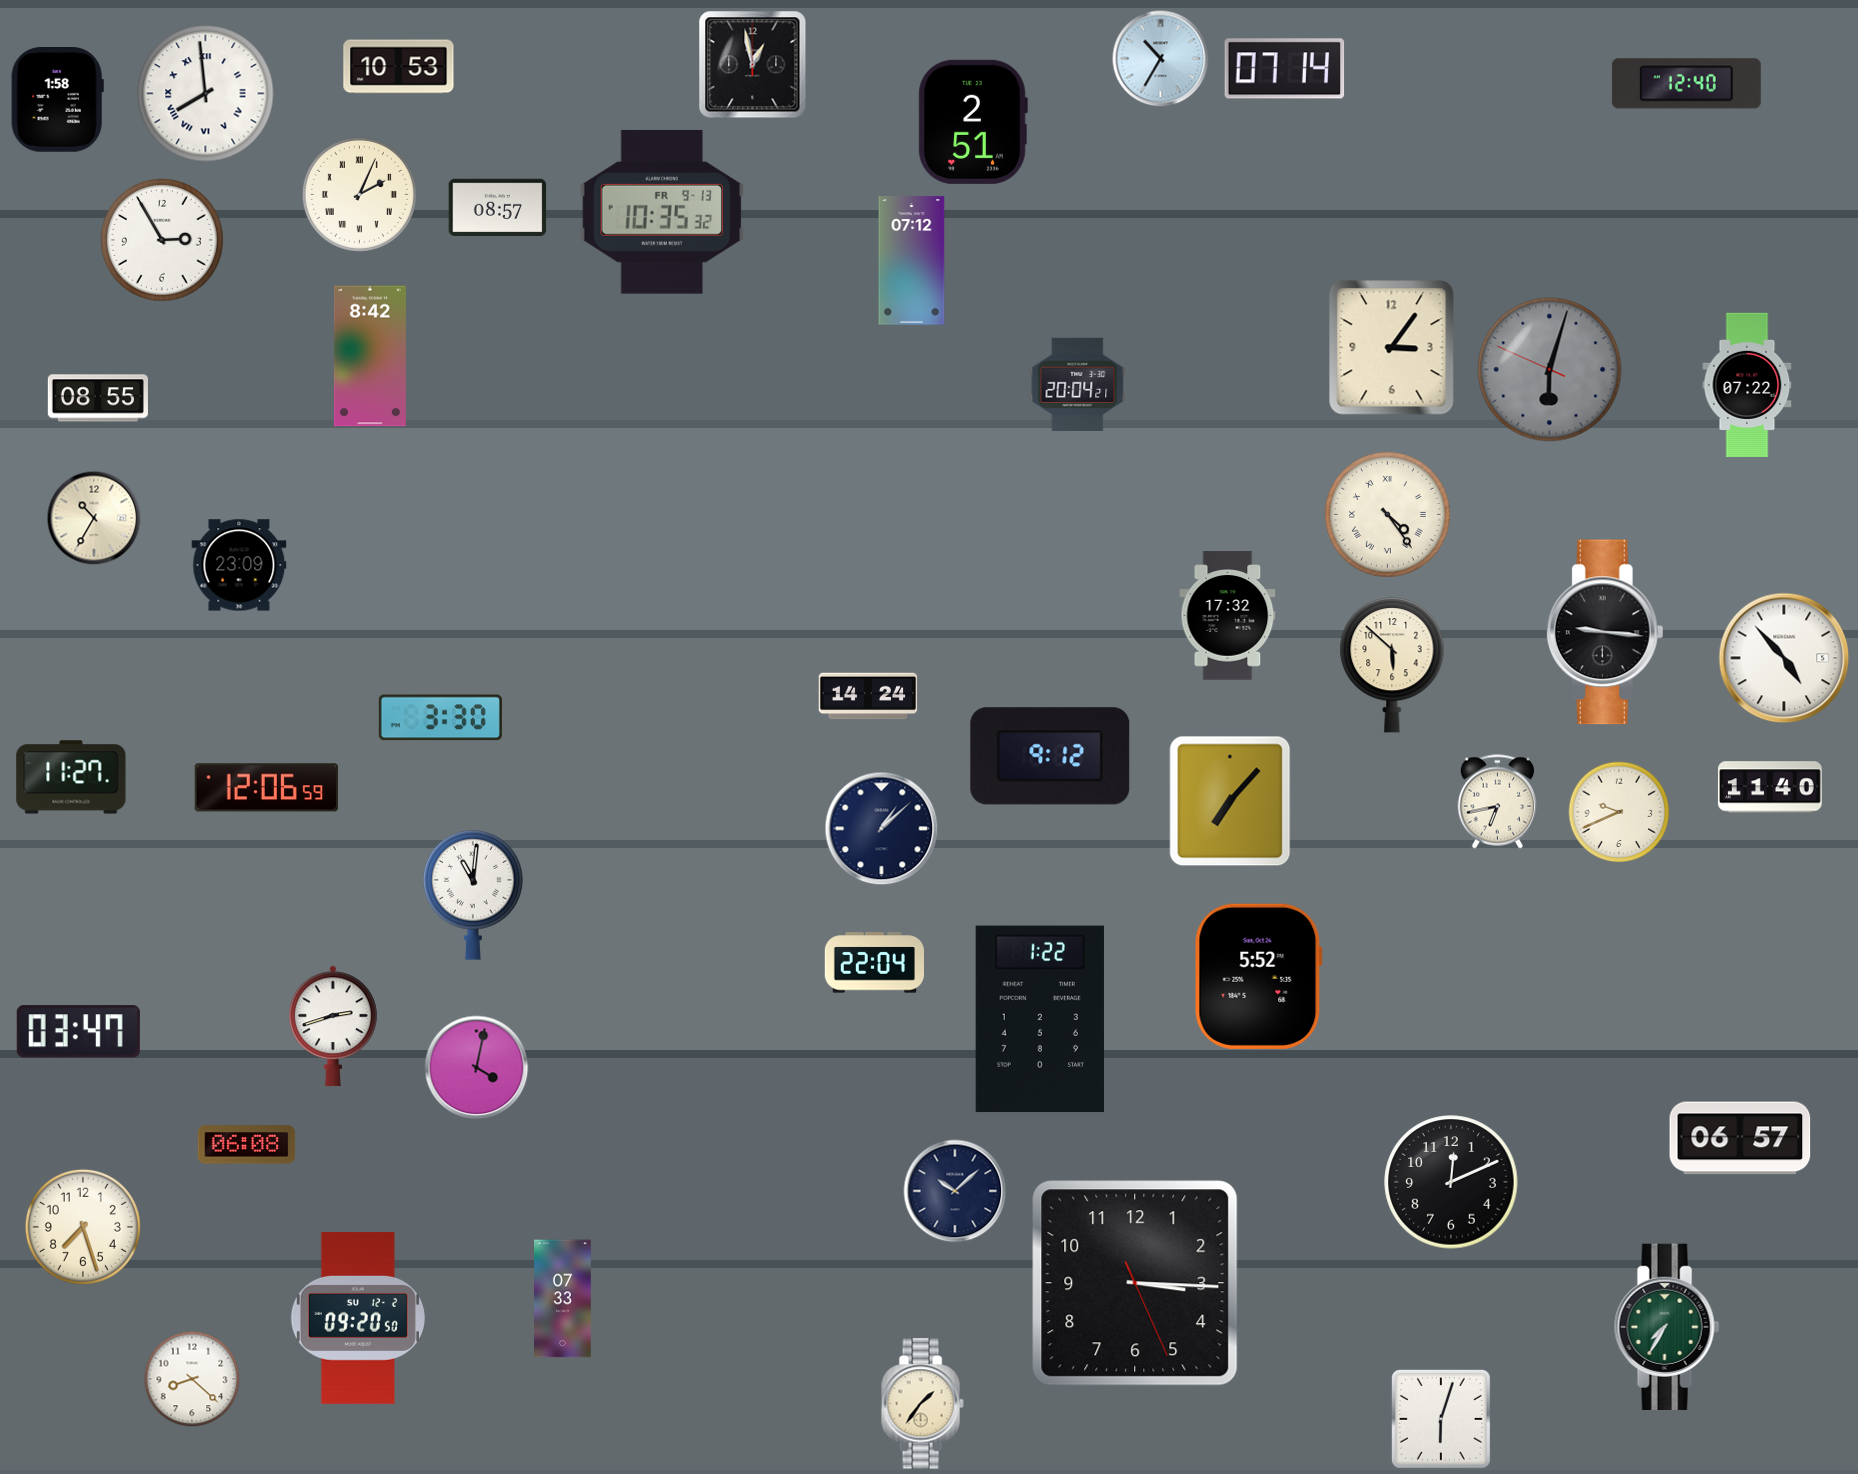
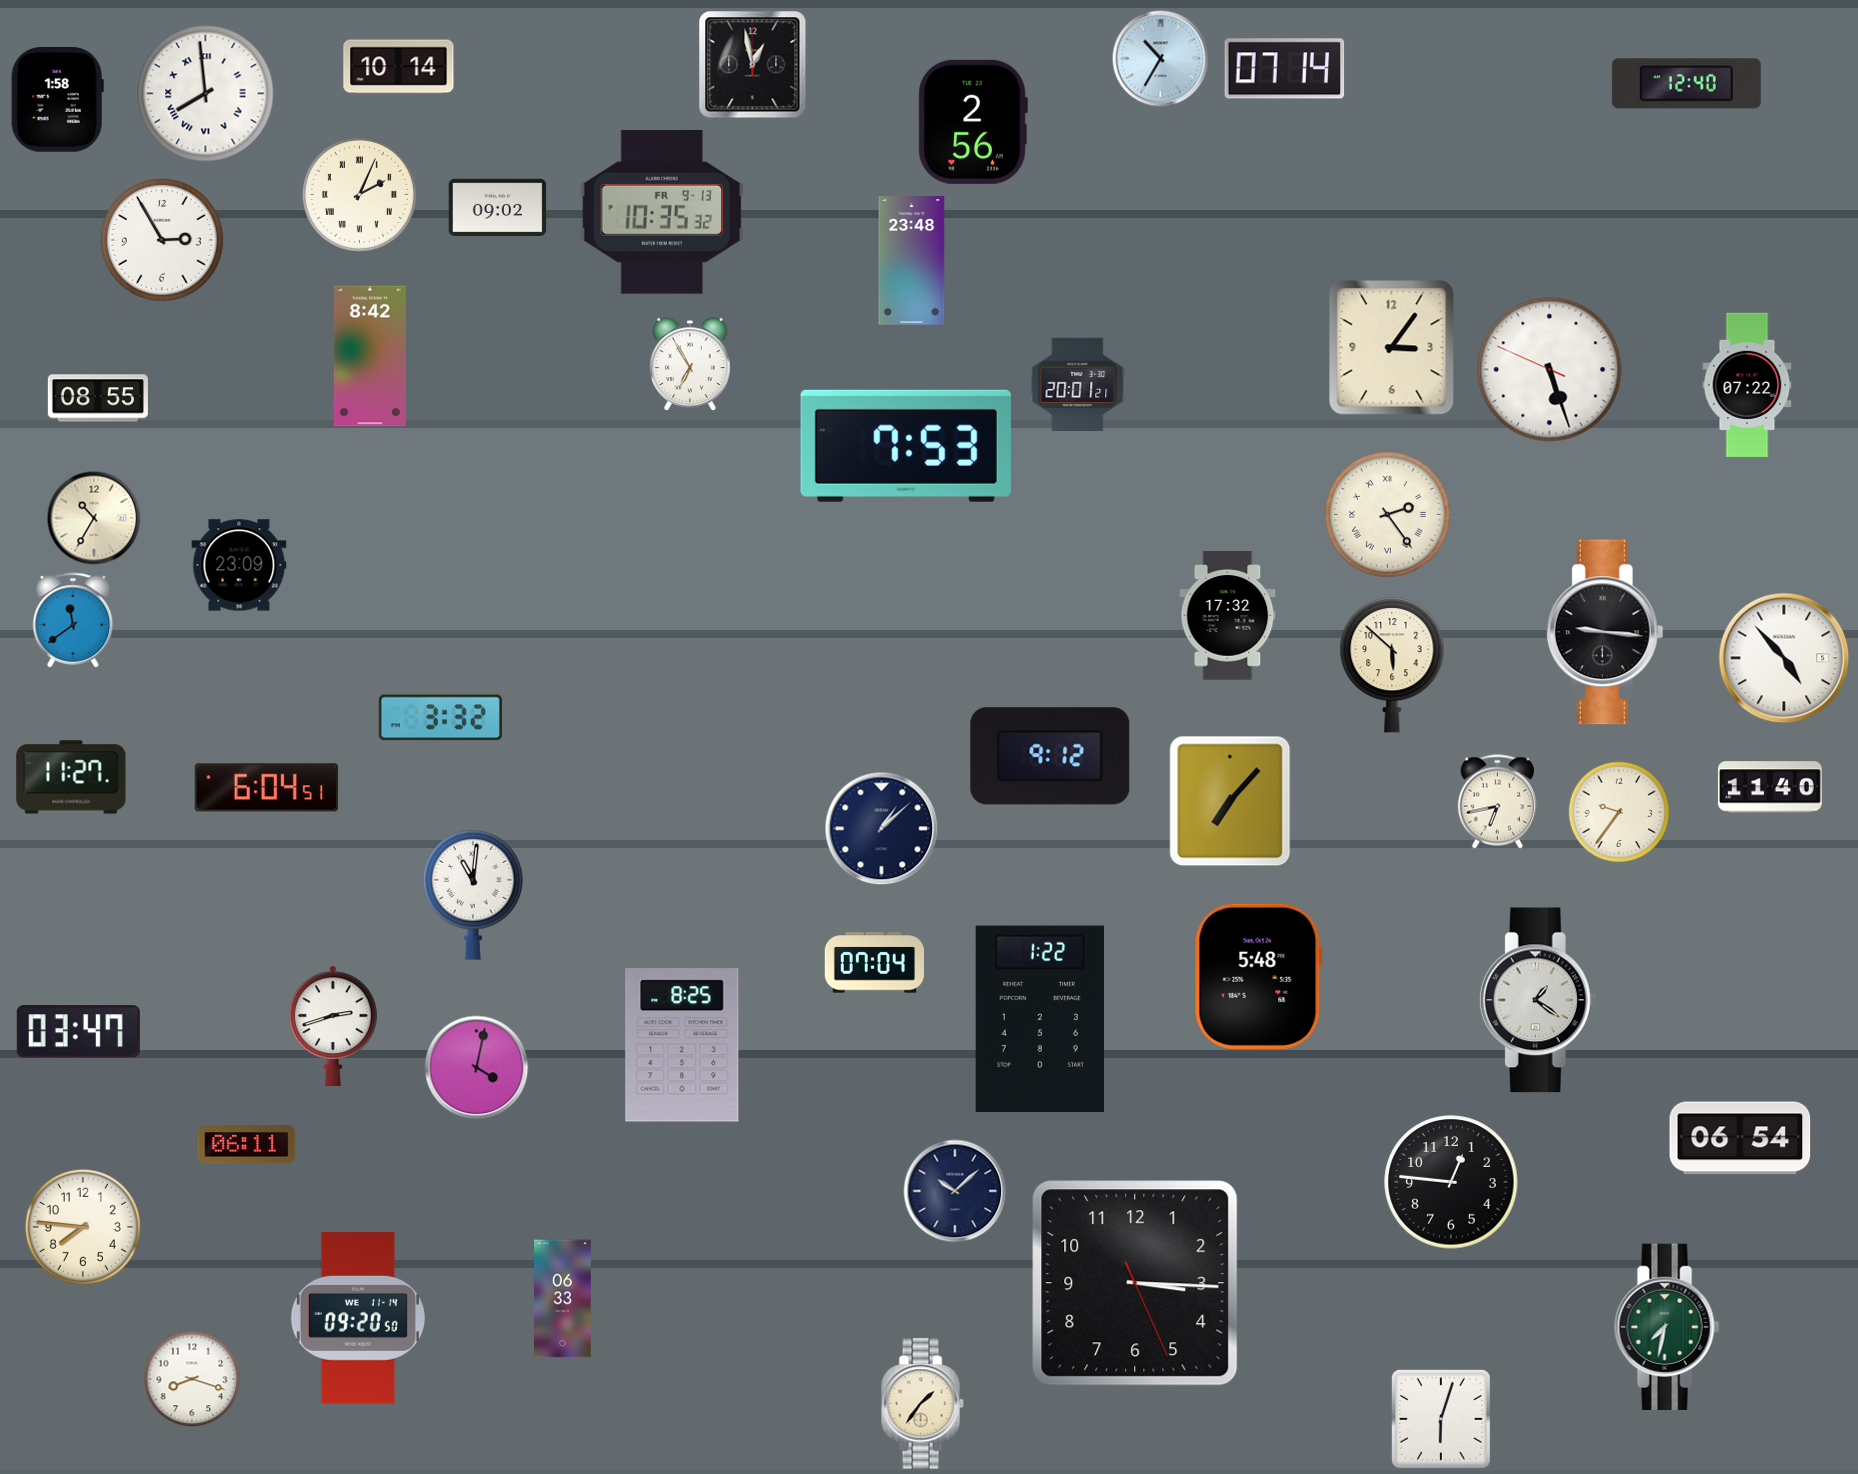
clock at (399, 67): 10:53 -> 10:14
clock at (973, 122): 2:51 -> 2:56
clock at (498, 207): 08:57 -> 09:02
clock at (912, 261): 07:12 -> 23:48
clock at (690, 364): none -> 6:55
clock at (1550, 370): 6:02 -> 5:26
clock at (1550, 370) dial: grey -> white
clock at (1078, 384): 20:04 -> 20:01
clock at (906, 446): none -> 7:53
clock at (1388, 515): 4:24 -> 2:24
clock at (73, 620): none -> 11:39
clock at (868, 696): 14:24 -> none
clock at (440, 718): 3:30 -> 3:32
clock at (267, 788): 12:06 -> 6:04
clock at (1619, 812): 9:41 -> 9:36
clock at (874, 963): 22:04 -> 07:04
clock at (1258, 976): 5:52 -> 5:48
clock at (1538, 1000): none -> 1:21
clock at (682, 1045): none -> 8:25
clock at (1740, 1138): 06:57 -> 06:54
clock at (247, 1145): 06:08 -> 06:11
clock at (1451, 1182): 12:11 -> 12:46
clock at (83, 1227): 7:27 -> 7:46
clock at (563, 1299): 07:33 -> 06:33
clock at (358, 1318) date: SU 12-2 -> WE 11-14
clock at (1667, 1327): 7:35 -> 7:32
clock at (192, 1379): 8:22 -> 8:18
